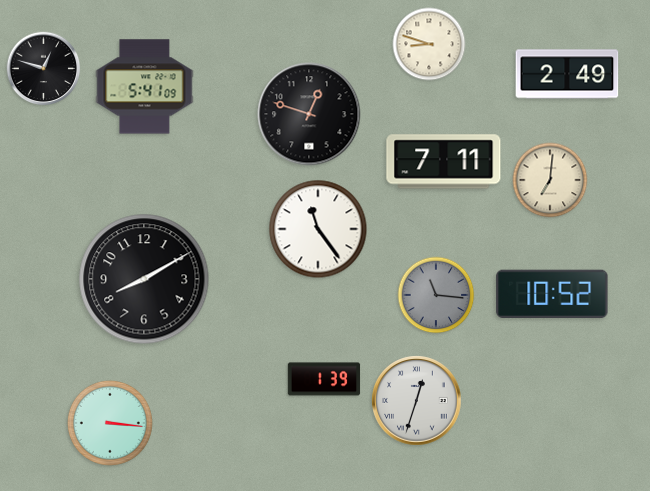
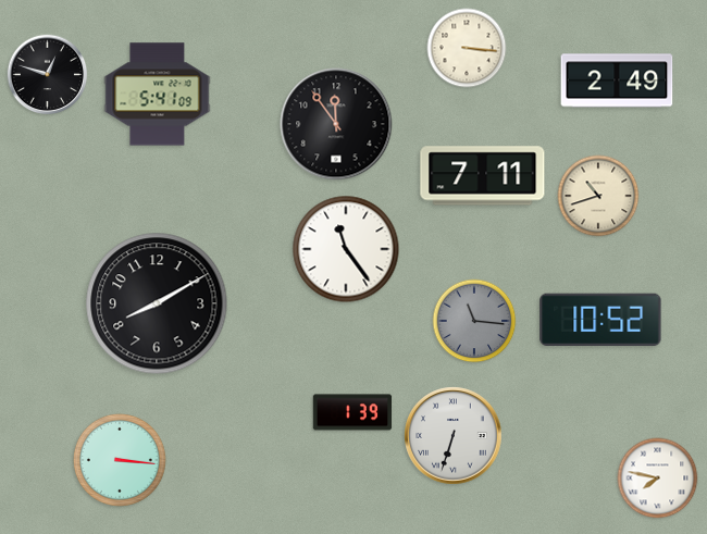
clock at (429, 44): 8:48 -> 3:16
clock at (309, 114): 12:48 -> 11:54
clock at (550, 180): 7:01 -> 10:42
clock at (417, 401): 12:33 -> 6:33
clock at (658, 479): none -> 7:47
